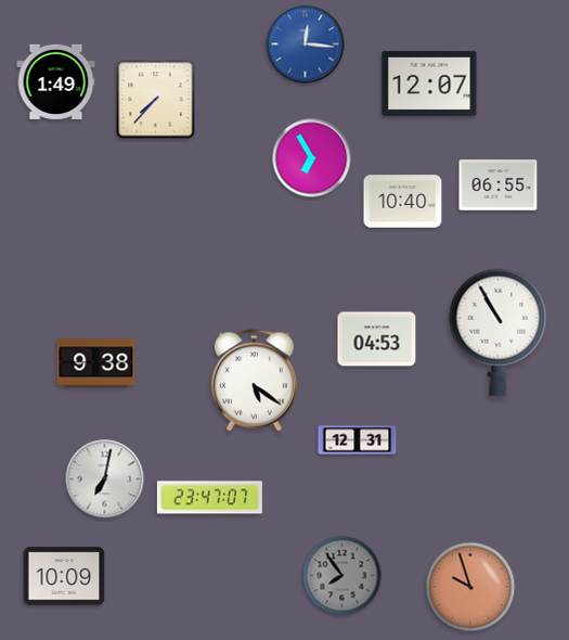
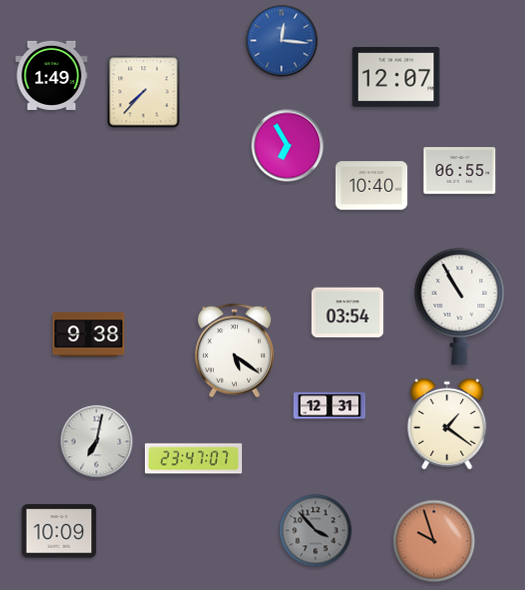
clock at (377, 340): 04:53 -> 03:54
clock at (447, 424): none -> 1:21
clock at (342, 576): 7:54 -> 3:53
